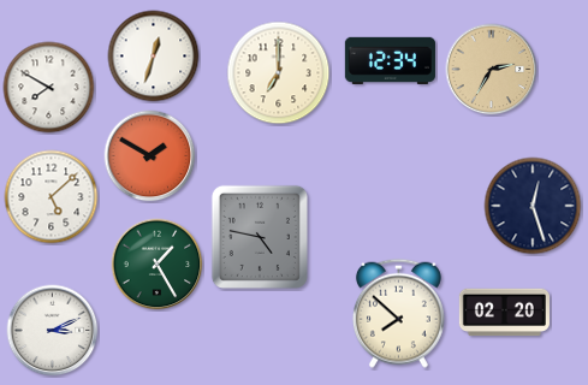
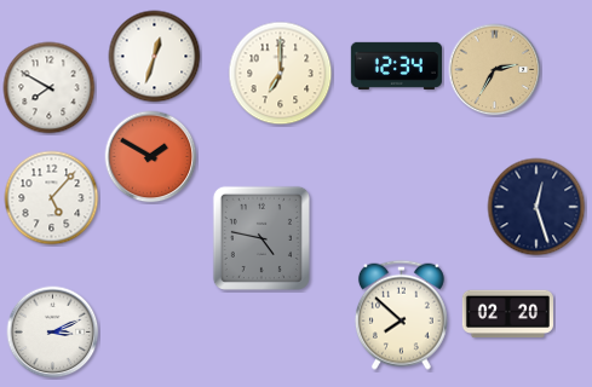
clock at (390, 60) position: (390, 60) -> (396, 65)
clock at (52, 197): 5:08 -> 5:07
clock at (158, 265): 1:25 -> none
